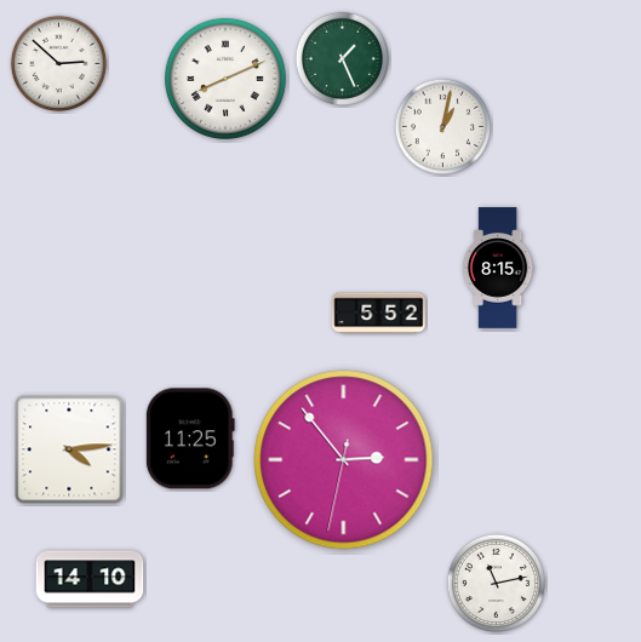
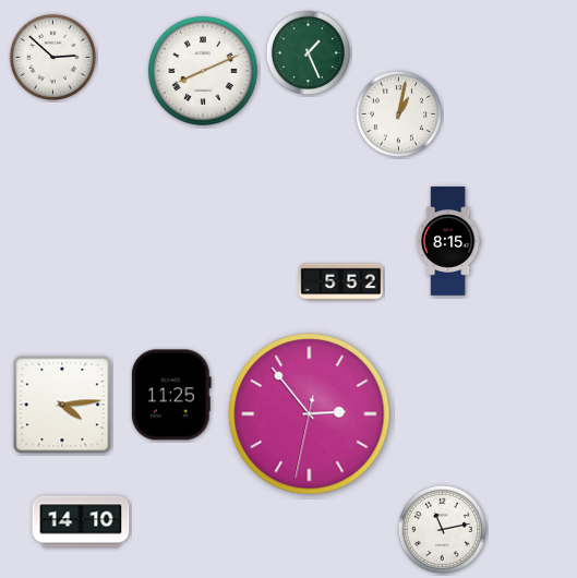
clock at (496, 583) position: (496, 583) -> (442, 529)
